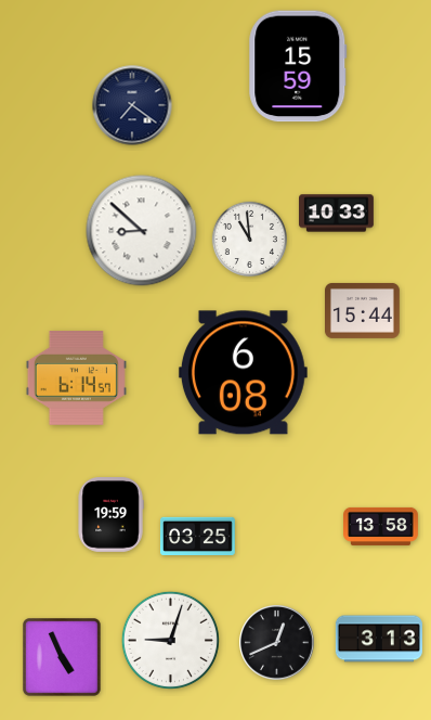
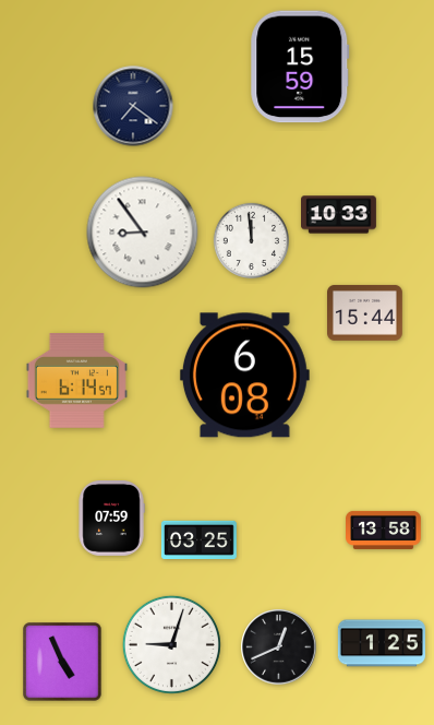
clock at (142, 231): 8:52 -> 8:54
clock at (249, 239): 10:59 -> 11:59
clock at (110, 515): 19:59 -> 07:59
clock at (379, 639): 3:13 -> 1:25
